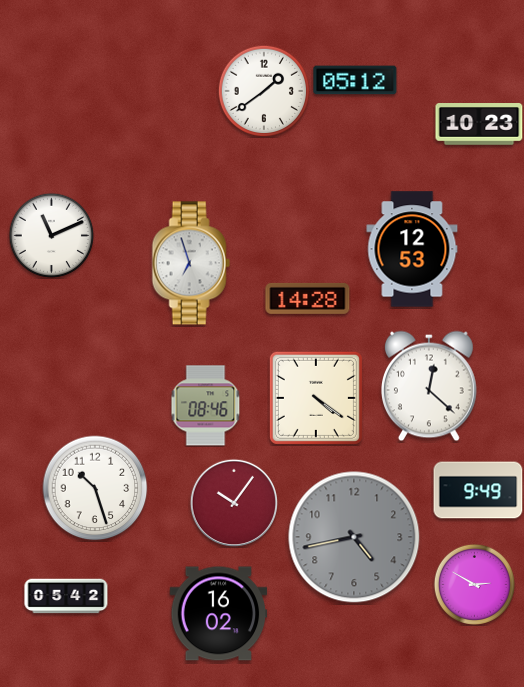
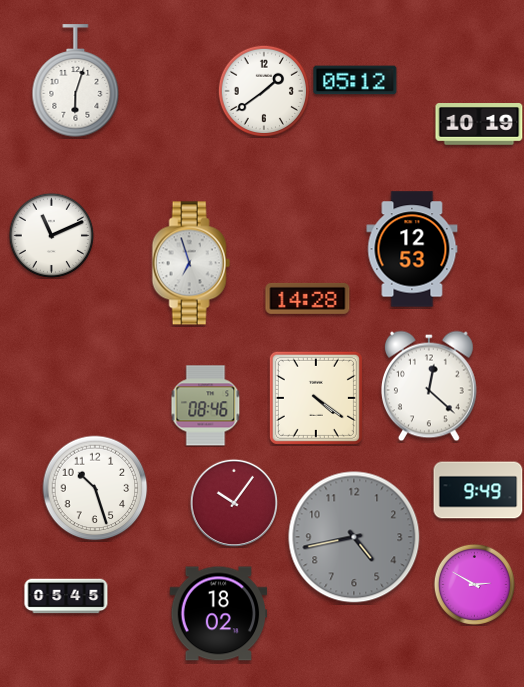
clock at (76, 81): none -> 6:03
clock at (479, 125): 10:23 -> 10:19
clock at (66, 596): 05:42 -> 05:45
clock at (219, 614): 16:02 -> 18:02
